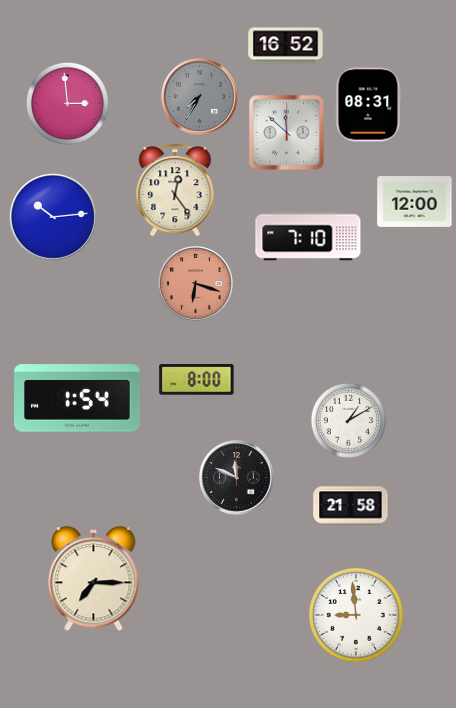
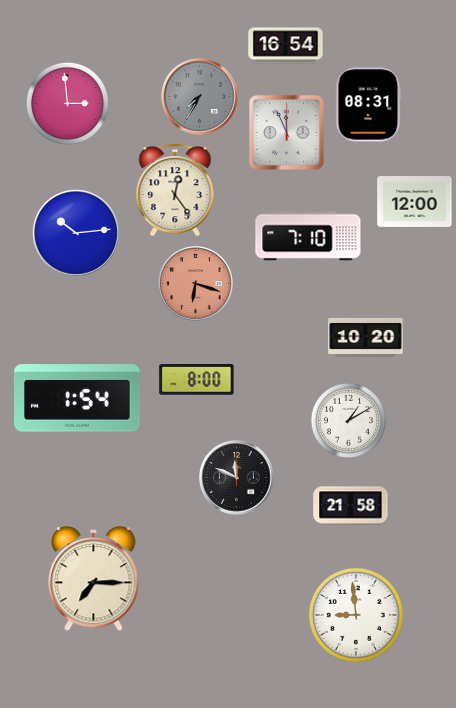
clock at (286, 46): 16:52 -> 16:54
clock at (286, 132): 11:52 -> 11:56
clock at (53, 217) position: (53, 217) -> (76, 233)
clock at (366, 337): none -> 10:20
